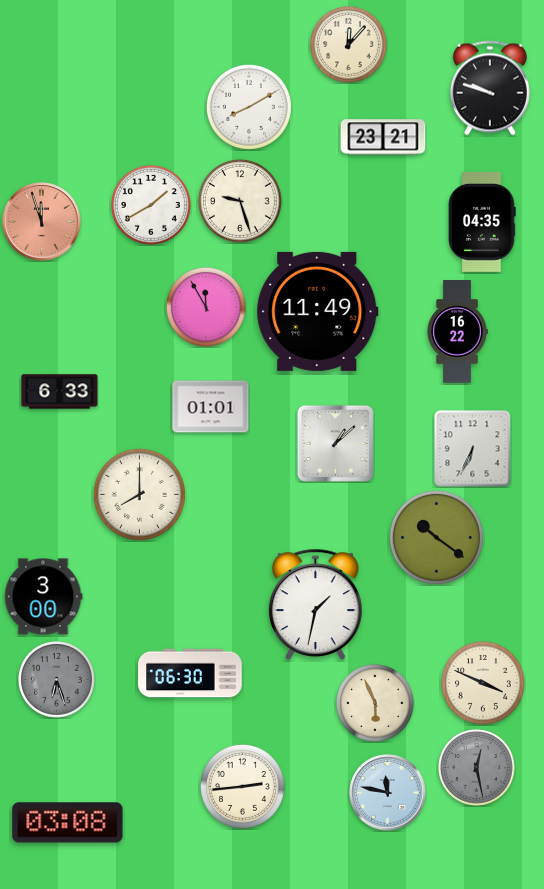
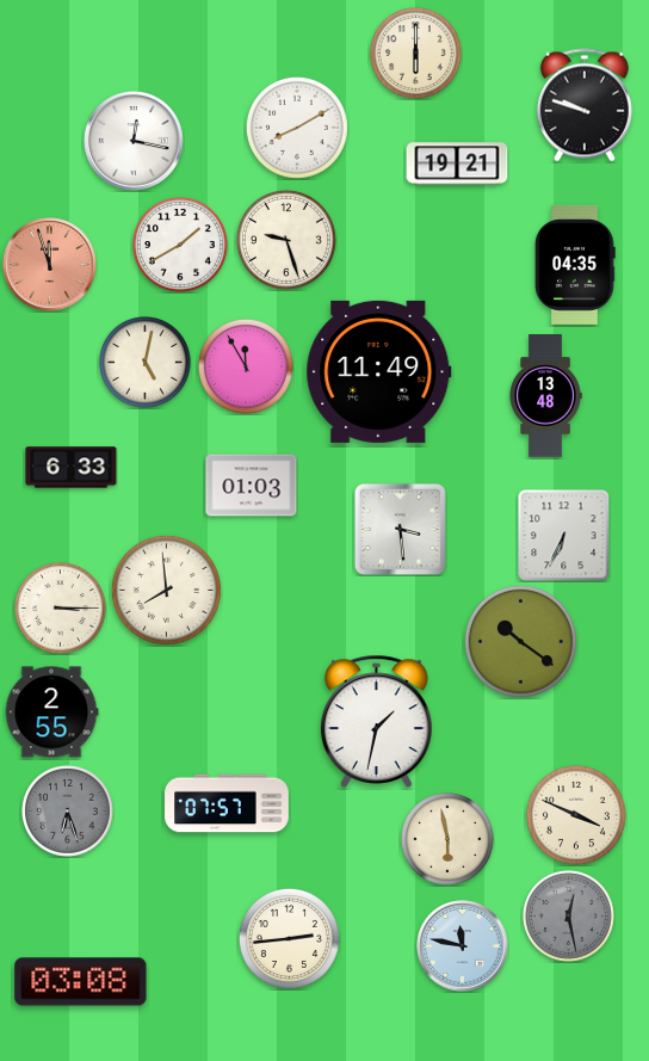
clock at (349, 45): 12:07 -> 6:00
clock at (135, 142): none -> 12:17
clock at (383, 137): 23:21 -> 19:21
clock at (146, 363): none -> 5:02
clock at (457, 332): 16:22 -> 13:48
clock at (211, 407): 01:01 -> 01:03
clock at (335, 443): 1:08 -> 3:29
clock at (139, 494): 8:00 -> 7:59
clock at (61, 609): none -> 3:15
clock at (43, 597): 3:00 -> 2:55
clock at (190, 673): 06:30 -> 07:57
clock at (376, 704): 5:56 -> 5:58
